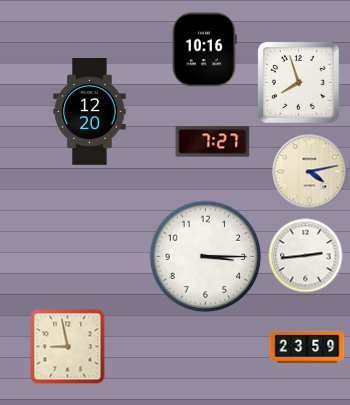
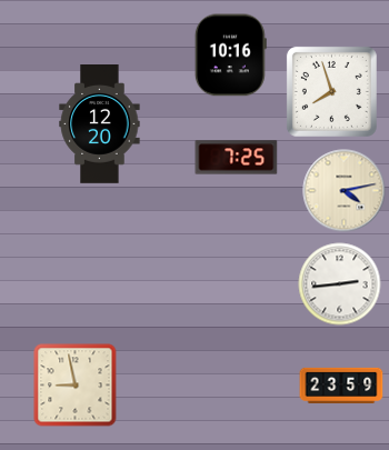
clock at (204, 50) position: (204, 50) -> (230, 56)
clock at (213, 142): 7:27 -> 7:25
clock at (206, 257): 3:15 -> none
